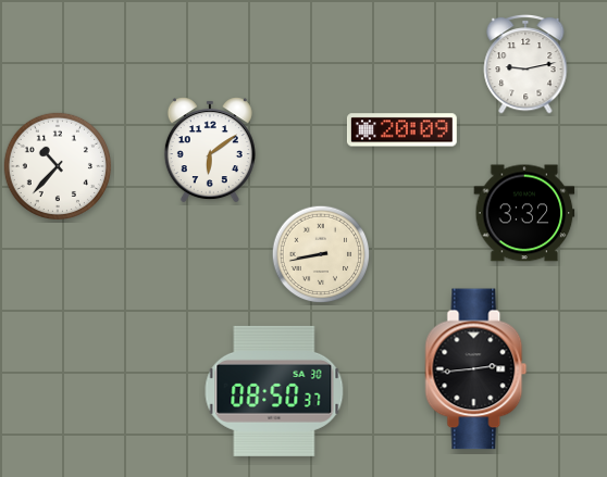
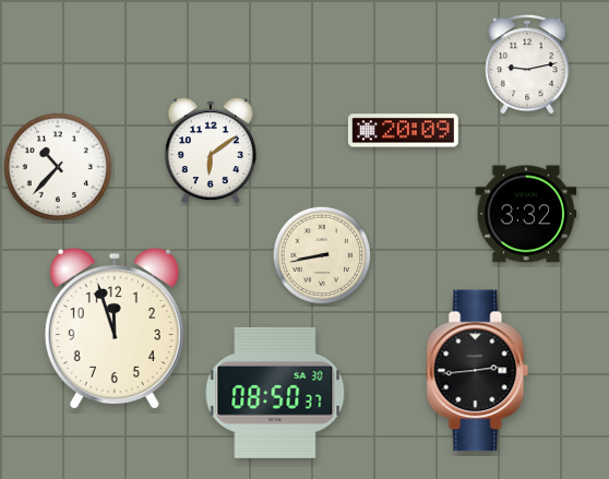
clock at (115, 328): none -> 11:57
